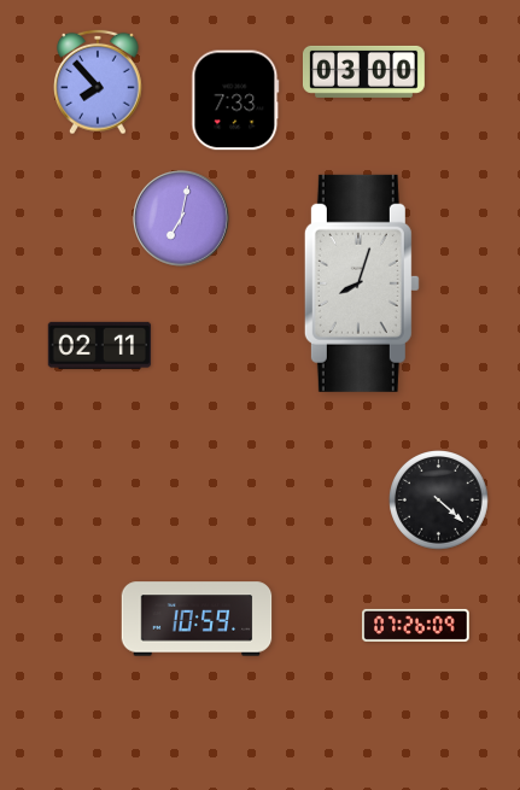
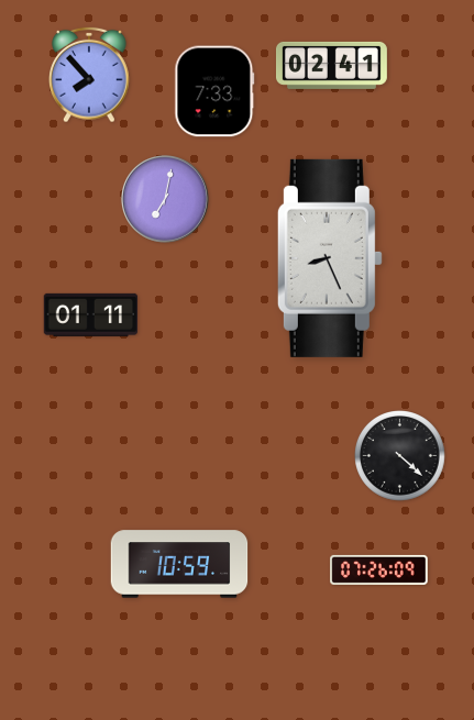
clock at (363, 71): 03:00 -> 02:41
clock at (362, 283): 8:03 -> 8:26
clock at (99, 345): 02:11 -> 01:11
